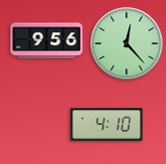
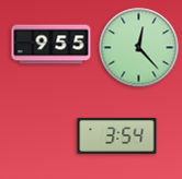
clock at (47, 41): 9:56 -> 9:55
clock at (107, 124): 4:10 -> 3:54
